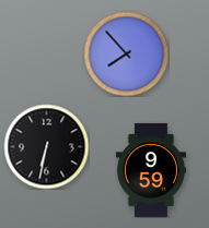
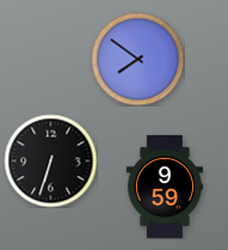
clock at (126, 53): 7:53 -> 7:51
clock at (46, 146): 6:32 -> 6:33
